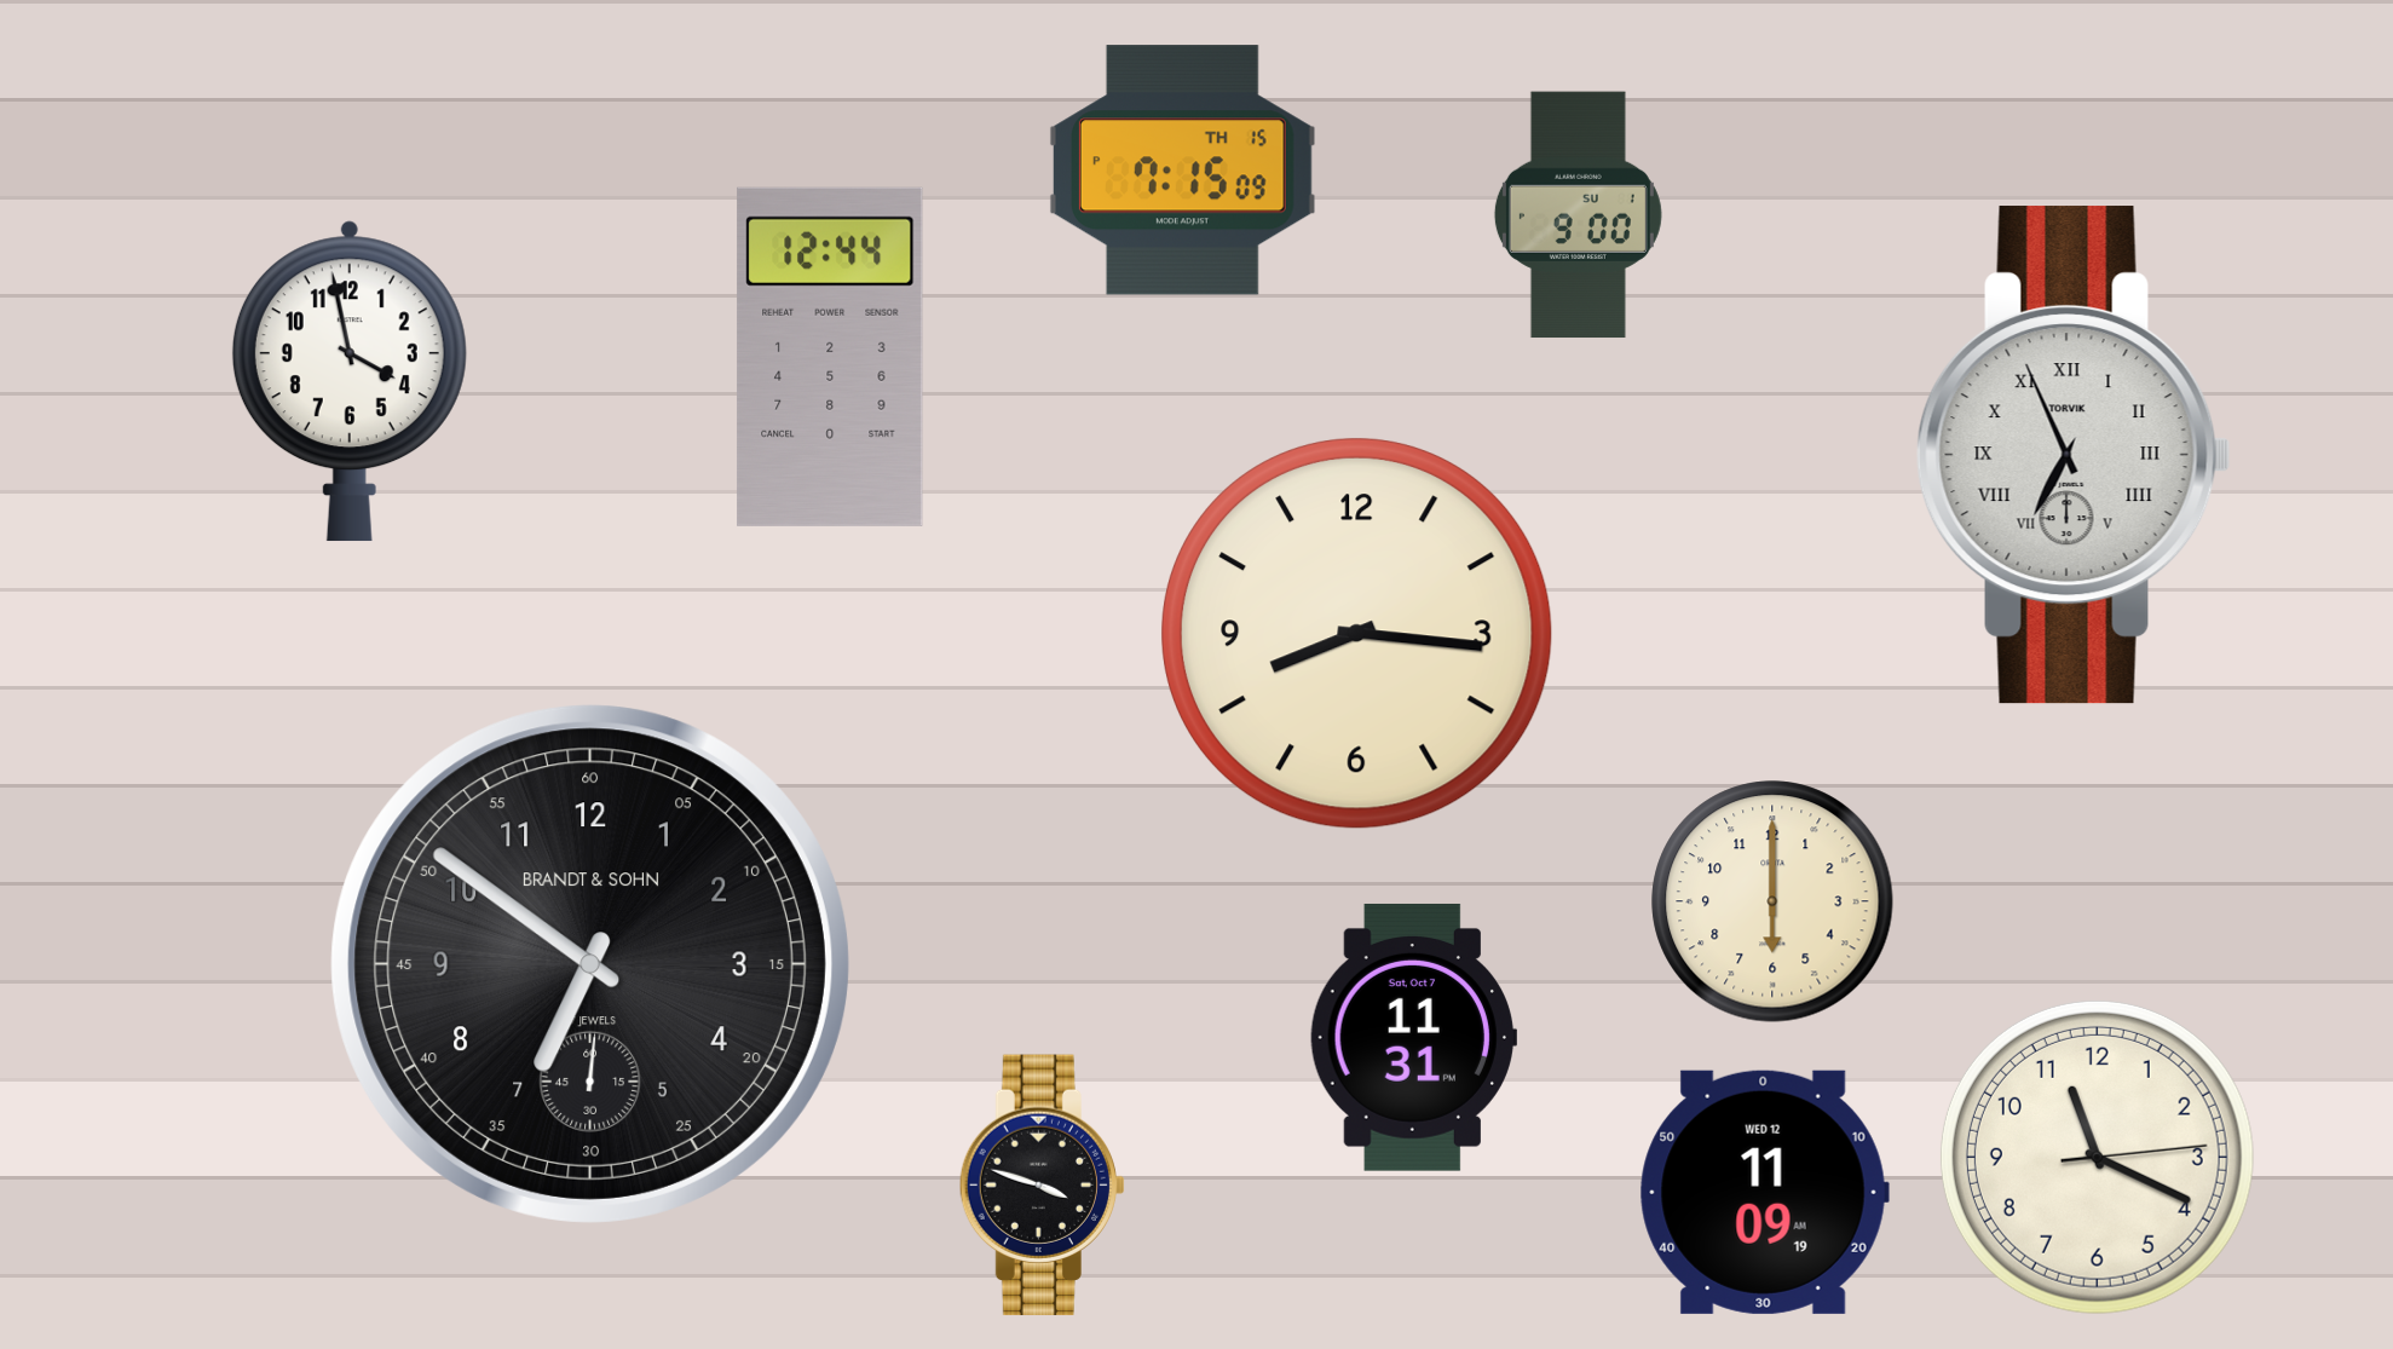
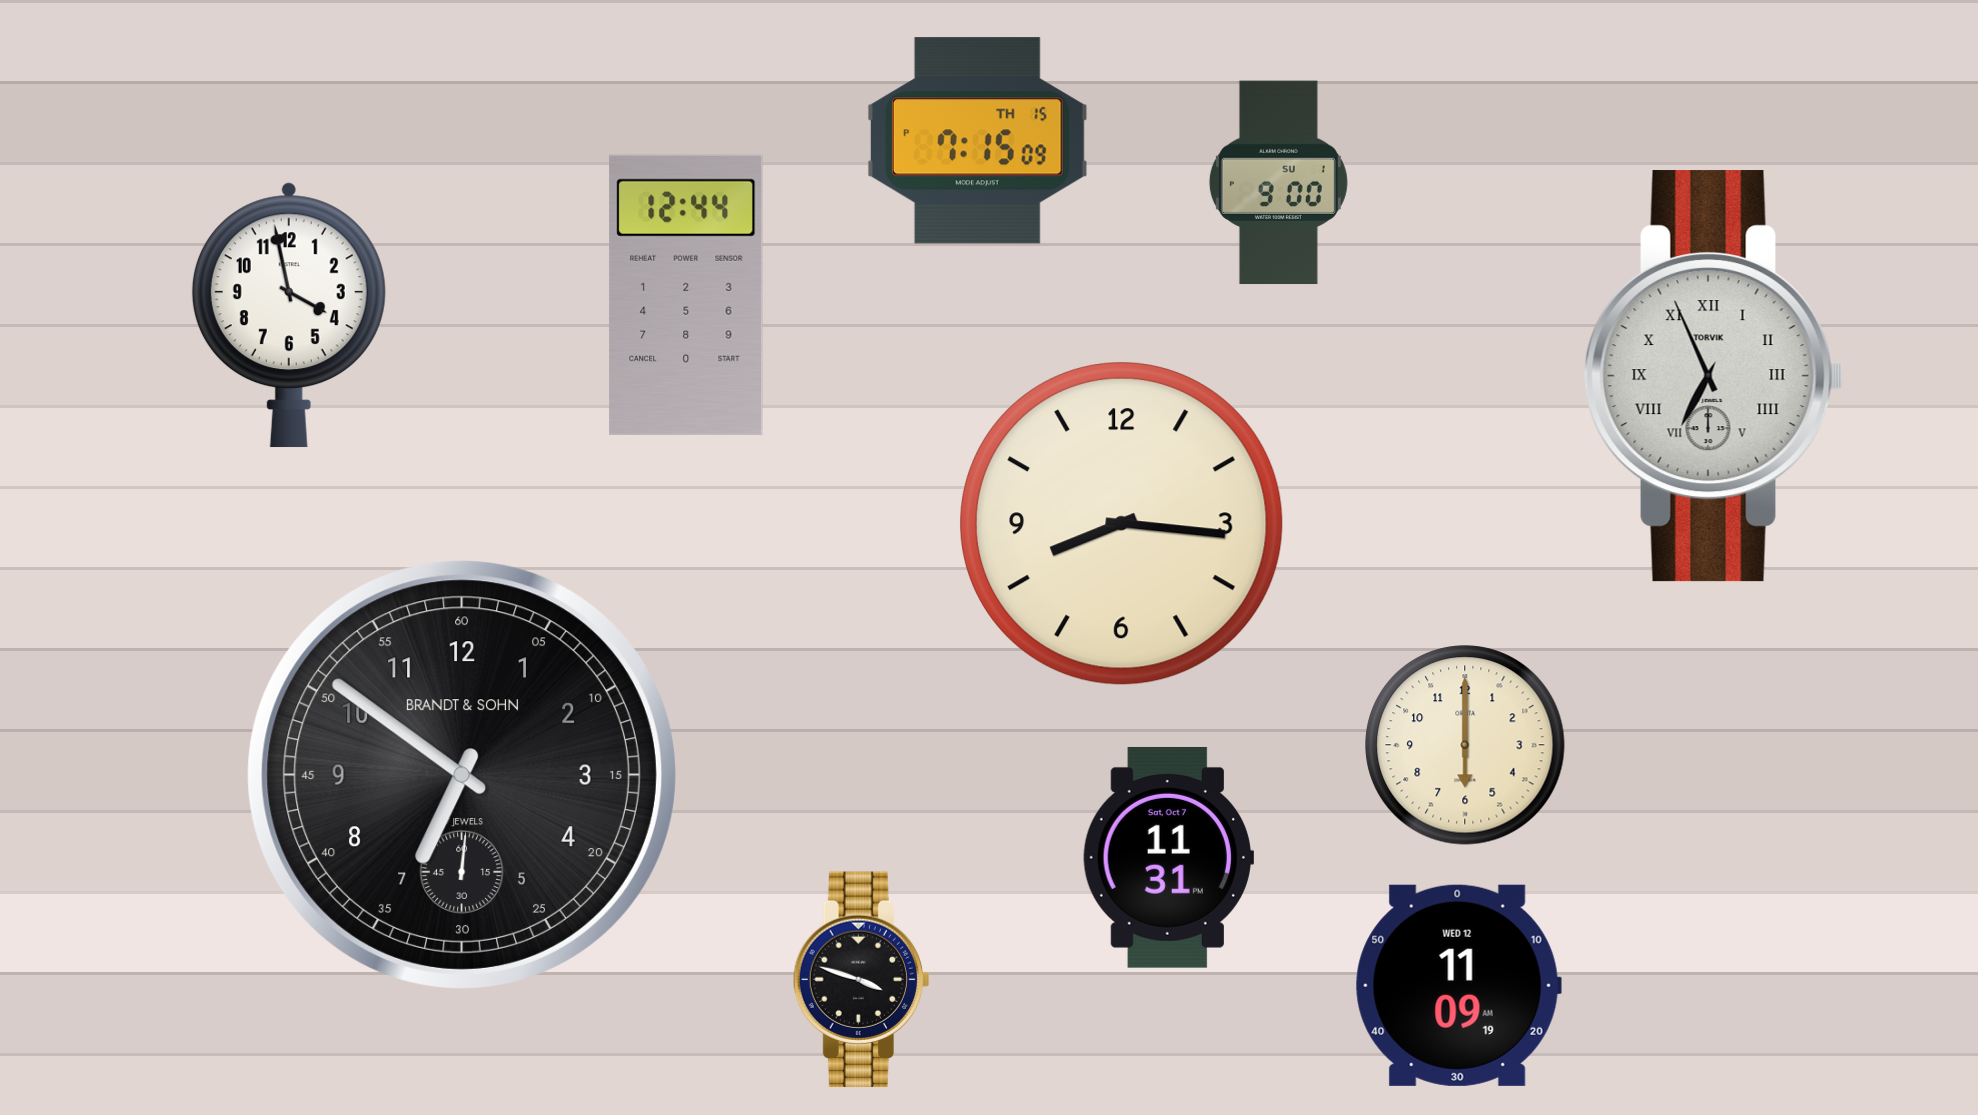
clock at (1578, 215) position: (1578, 215) -> (1278, 183)
clock at (590, 964) position: (590, 964) -> (462, 775)
clock at (2097, 1157): 11:19 -> none
